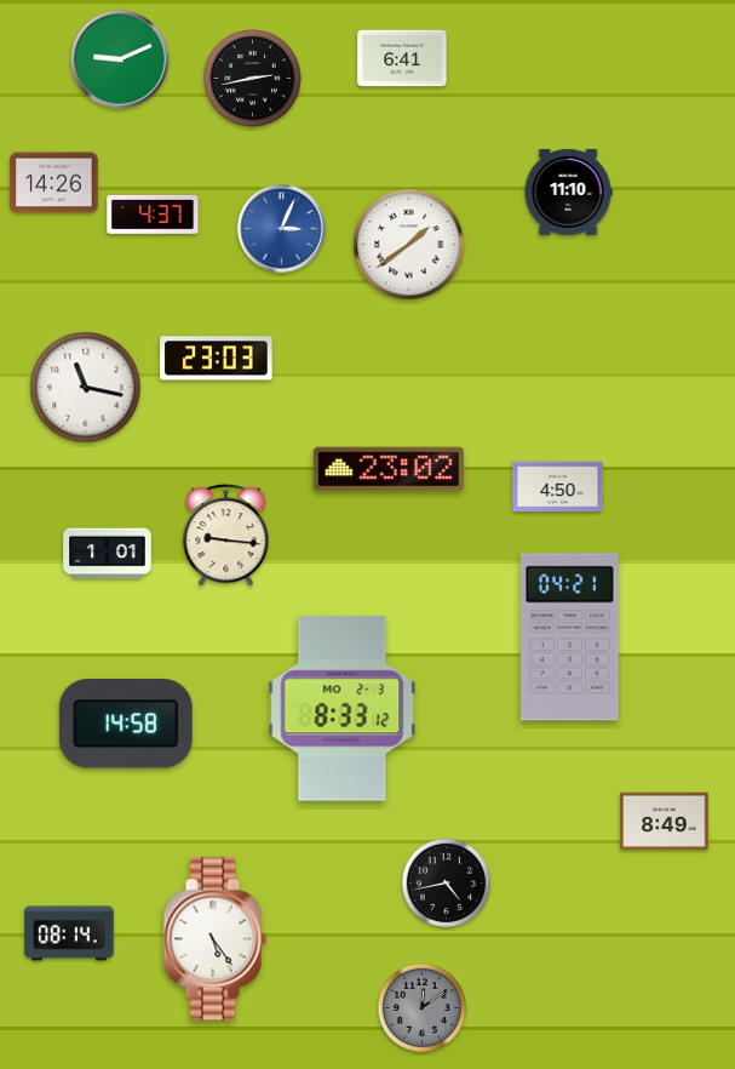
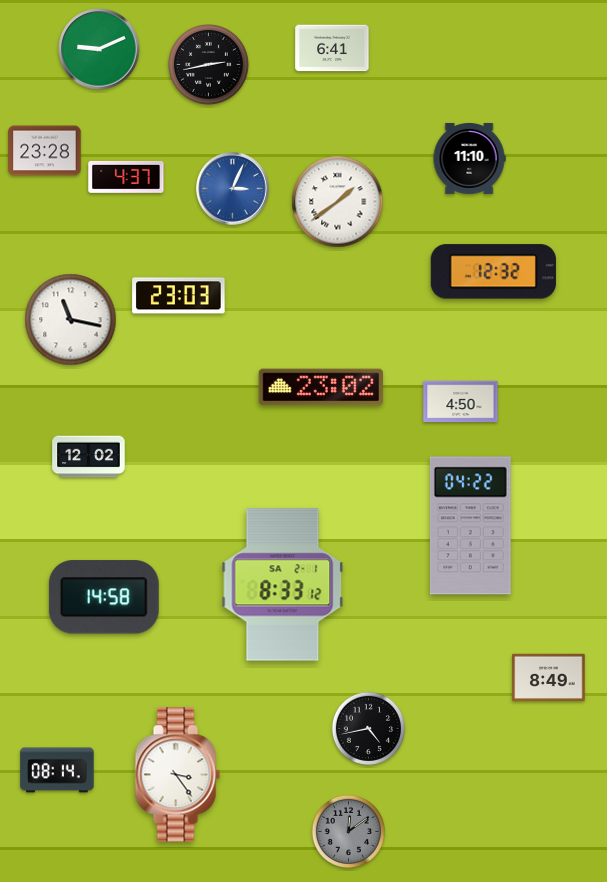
clock at (54, 183): 14:26 -> 23:28
clock at (493, 272): none -> 12:32
clock at (226, 536): 9:16 -> none
clock at (108, 554): 1:01 -> 12:02
clock at (569, 638): 04:21 -> 04:22
clock at (343, 709) date: MO 2-3 -> SA 2-1
clock at (214, 939): 5:24 -> 3:24
